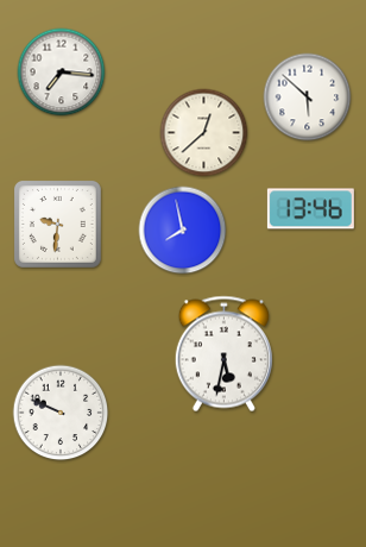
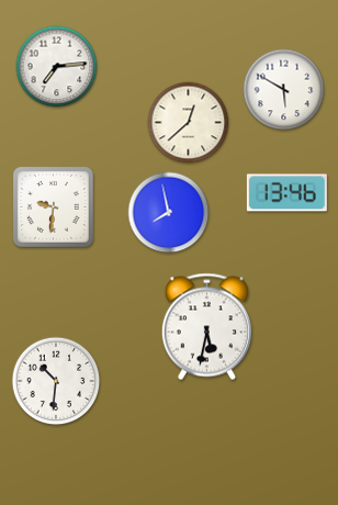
clock at (62, 73): 7:16 -> 7:14
clock at (308, 98): 5:52 -> 5:50
clock at (61, 413): 9:49 -> 10:31
